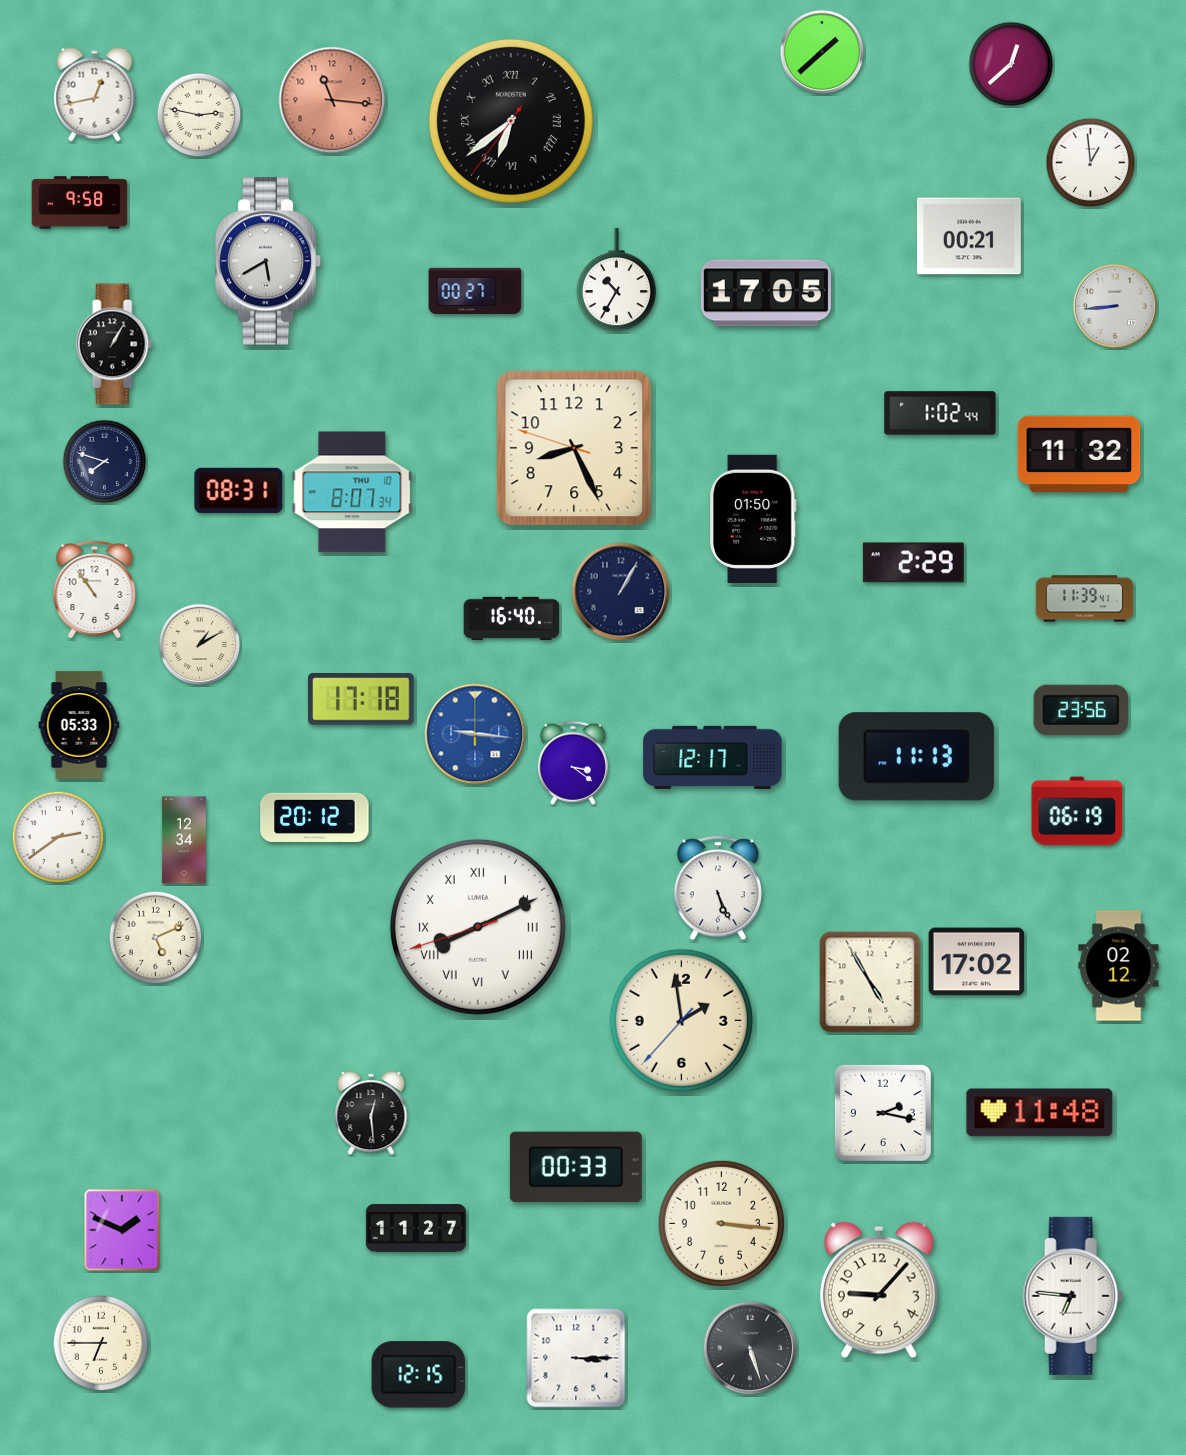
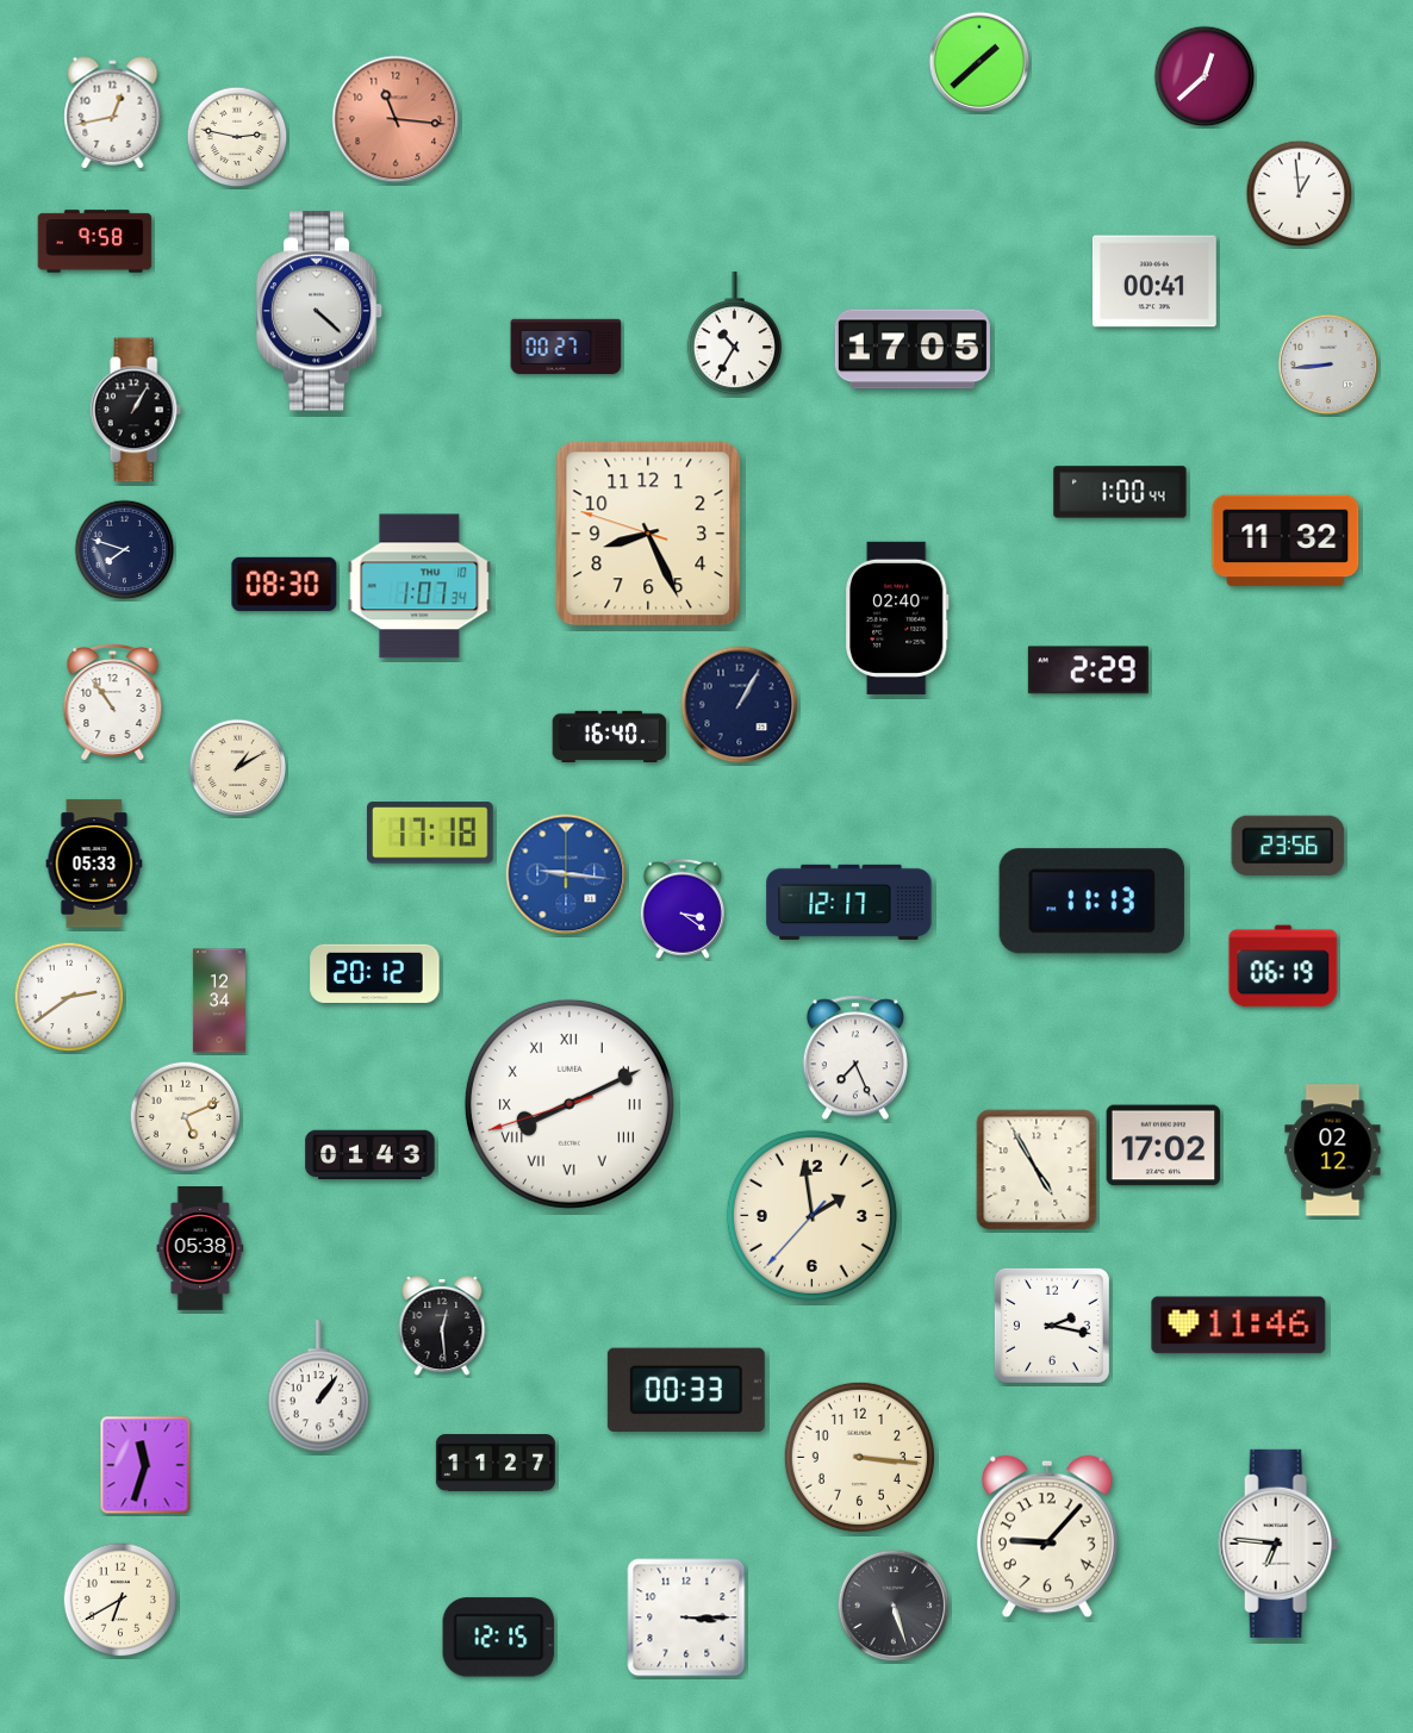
clock at (511, 121): 6:38 -> none
clock at (969, 236): 00:21 -> 00:41
clock at (268, 261): 5:40 -> 4:22
clock at (940, 413): 1:02 -> 1:00
clock at (574, 448) position: (574, 448) -> (648, 534)
clock at (239, 490): 08:31 -> 08:30
clock at (352, 492): 8:07 -> 1:07
clock at (754, 519): 01:50 -> 02:40
clock at (1085, 599): 11:39 -> none
clock at (718, 888): 5:26 -> 7:26
clock at (371, 1155): none -> 01:43
clock at (200, 1249): none -> 05:38
clock at (1040, 1113): 11:48 -> 11:46
clock at (318, 1386): none -> 1:06
clock at (122, 1230): 1:49 -> 11:33
clock at (101, 1343): 6:45 -> 6:40
